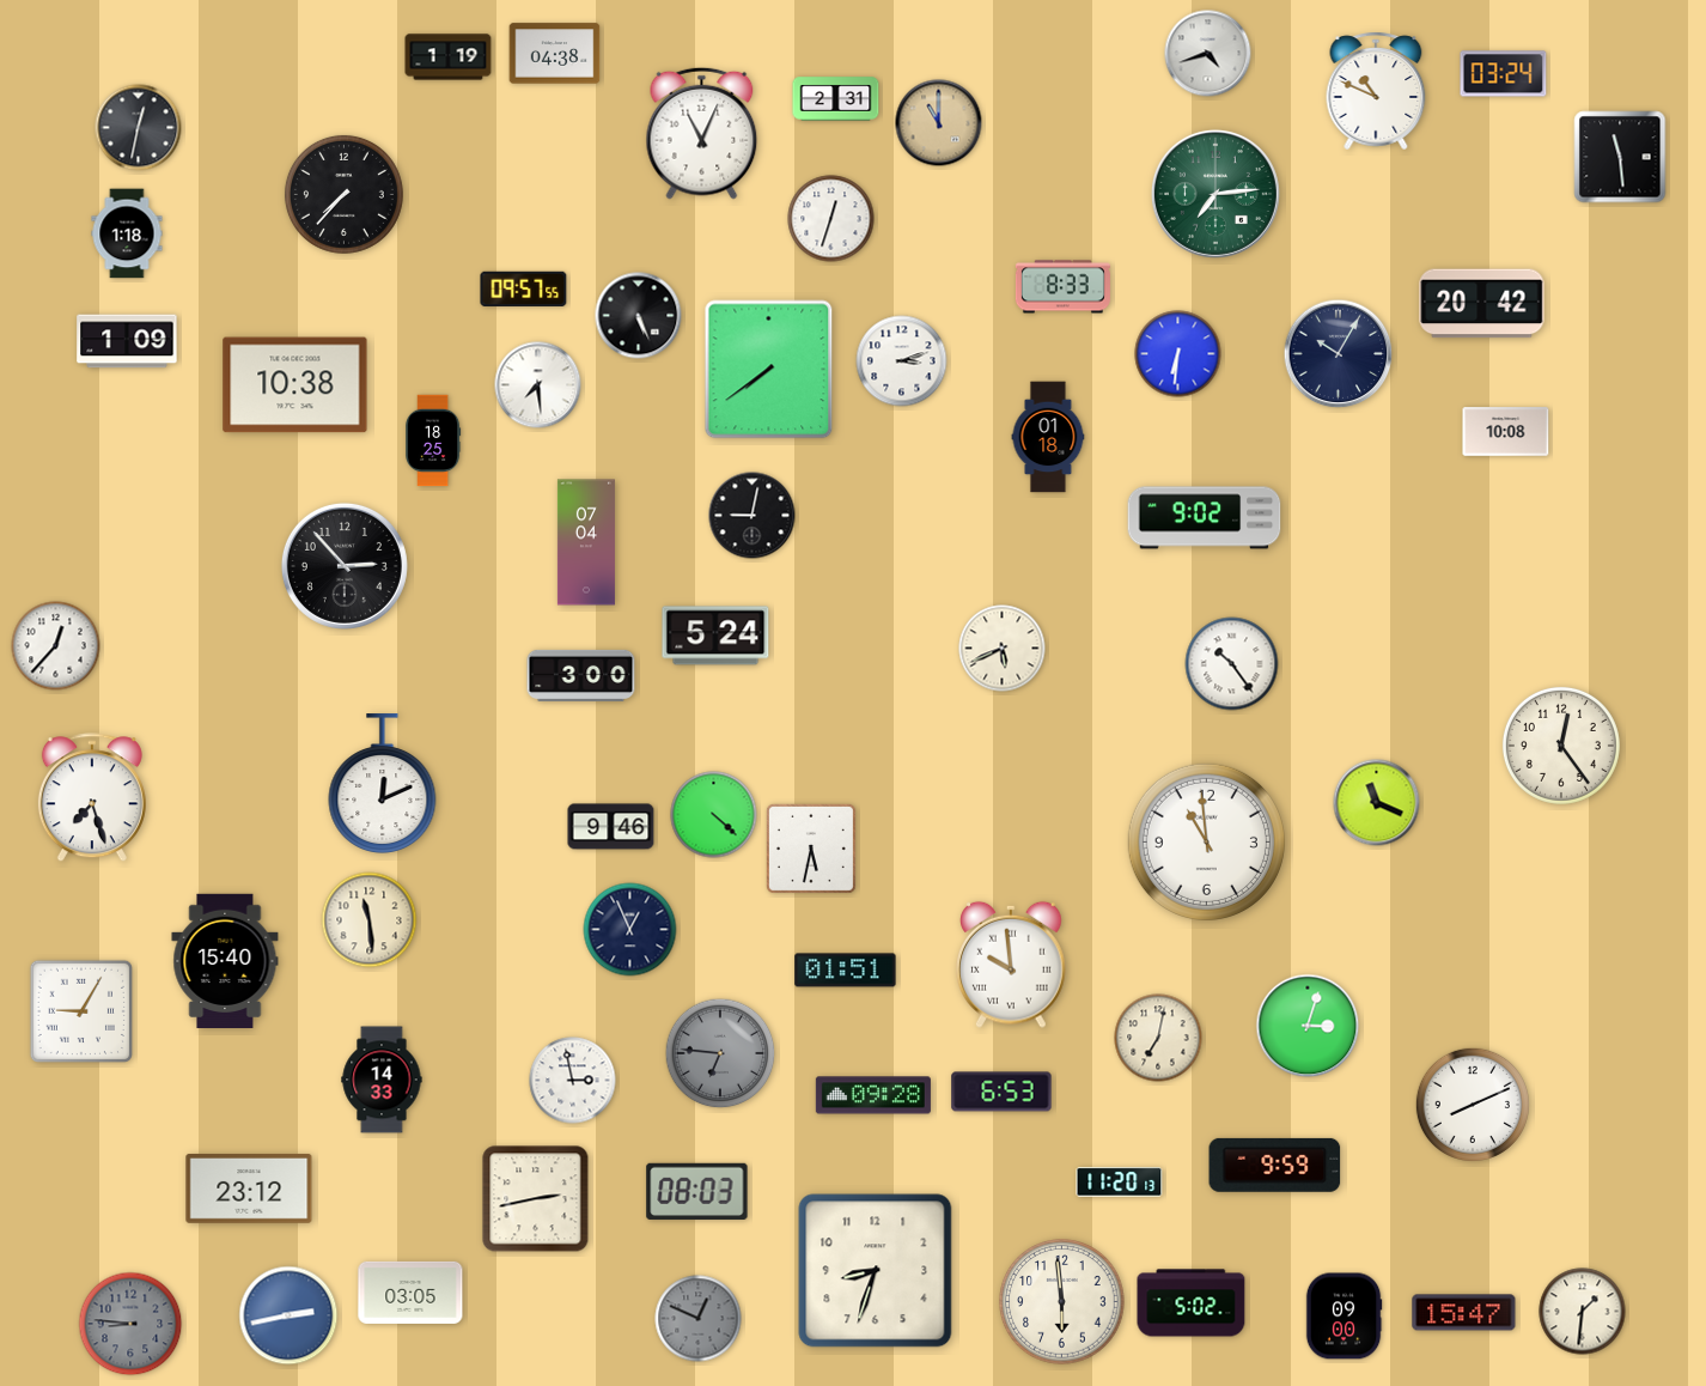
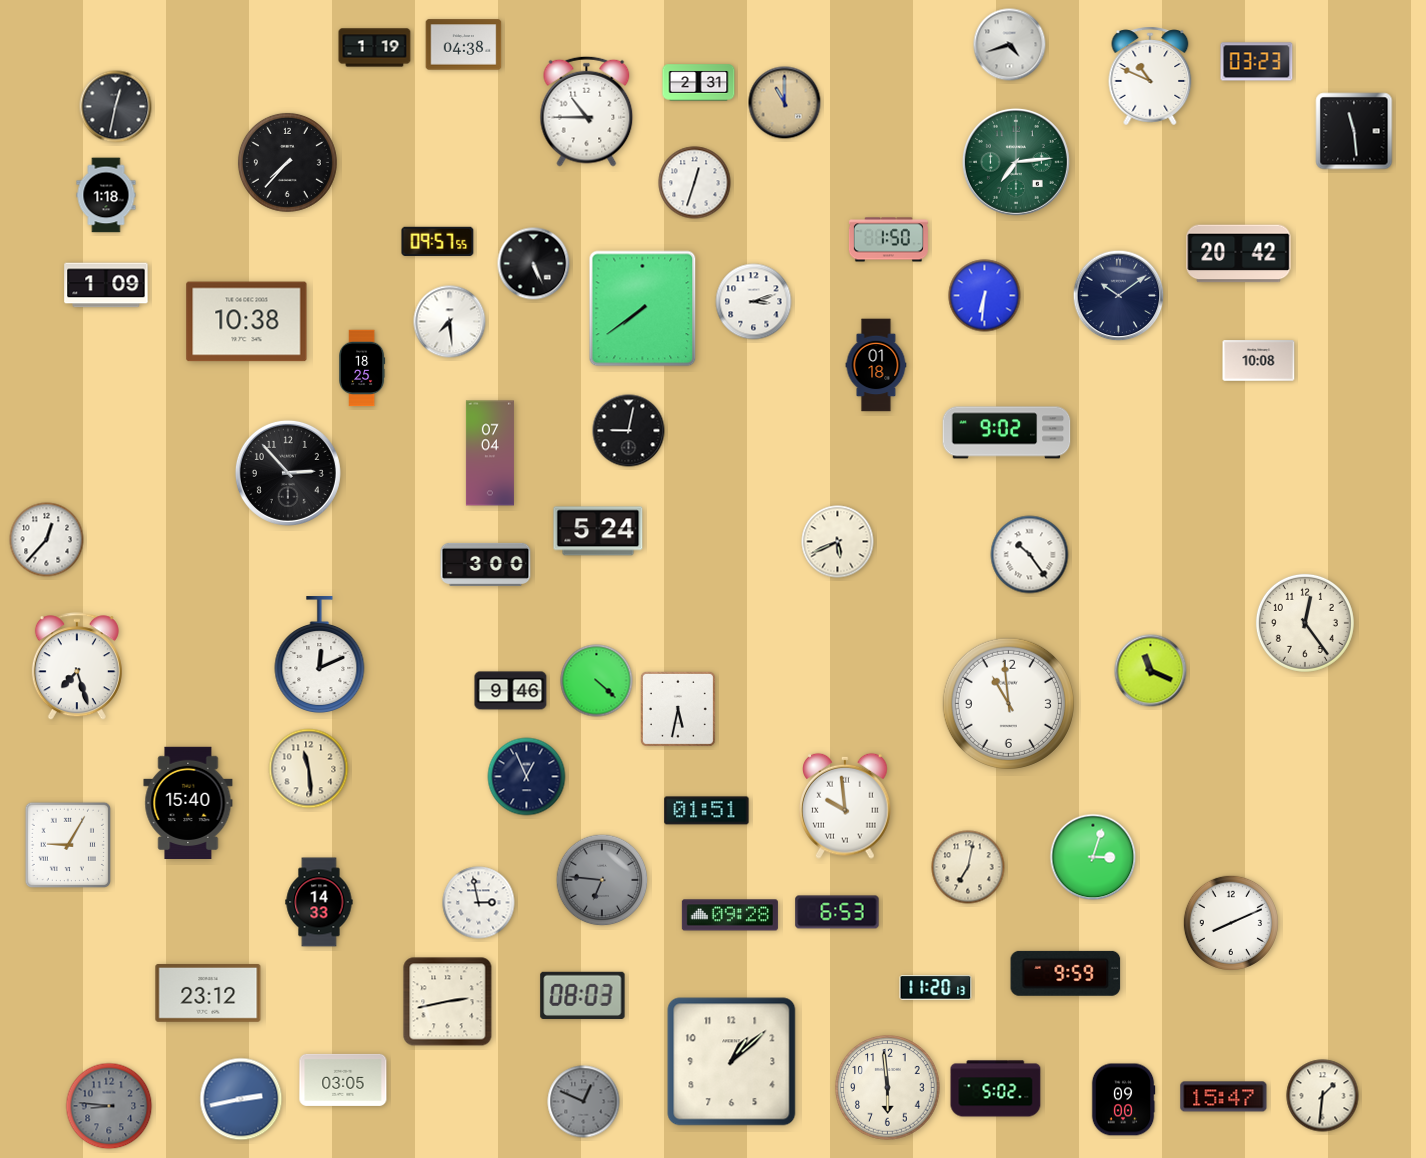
clock at (1504, 74): 03:24 -> 03:23
clock at (702, 133): 11:04 -> 10:45
clock at (1062, 287): 8:33 -> 1:50
clock at (1339, 354): 10:05 -> 10:09
clock at (876, 1271): 8:33 -> 1:08
